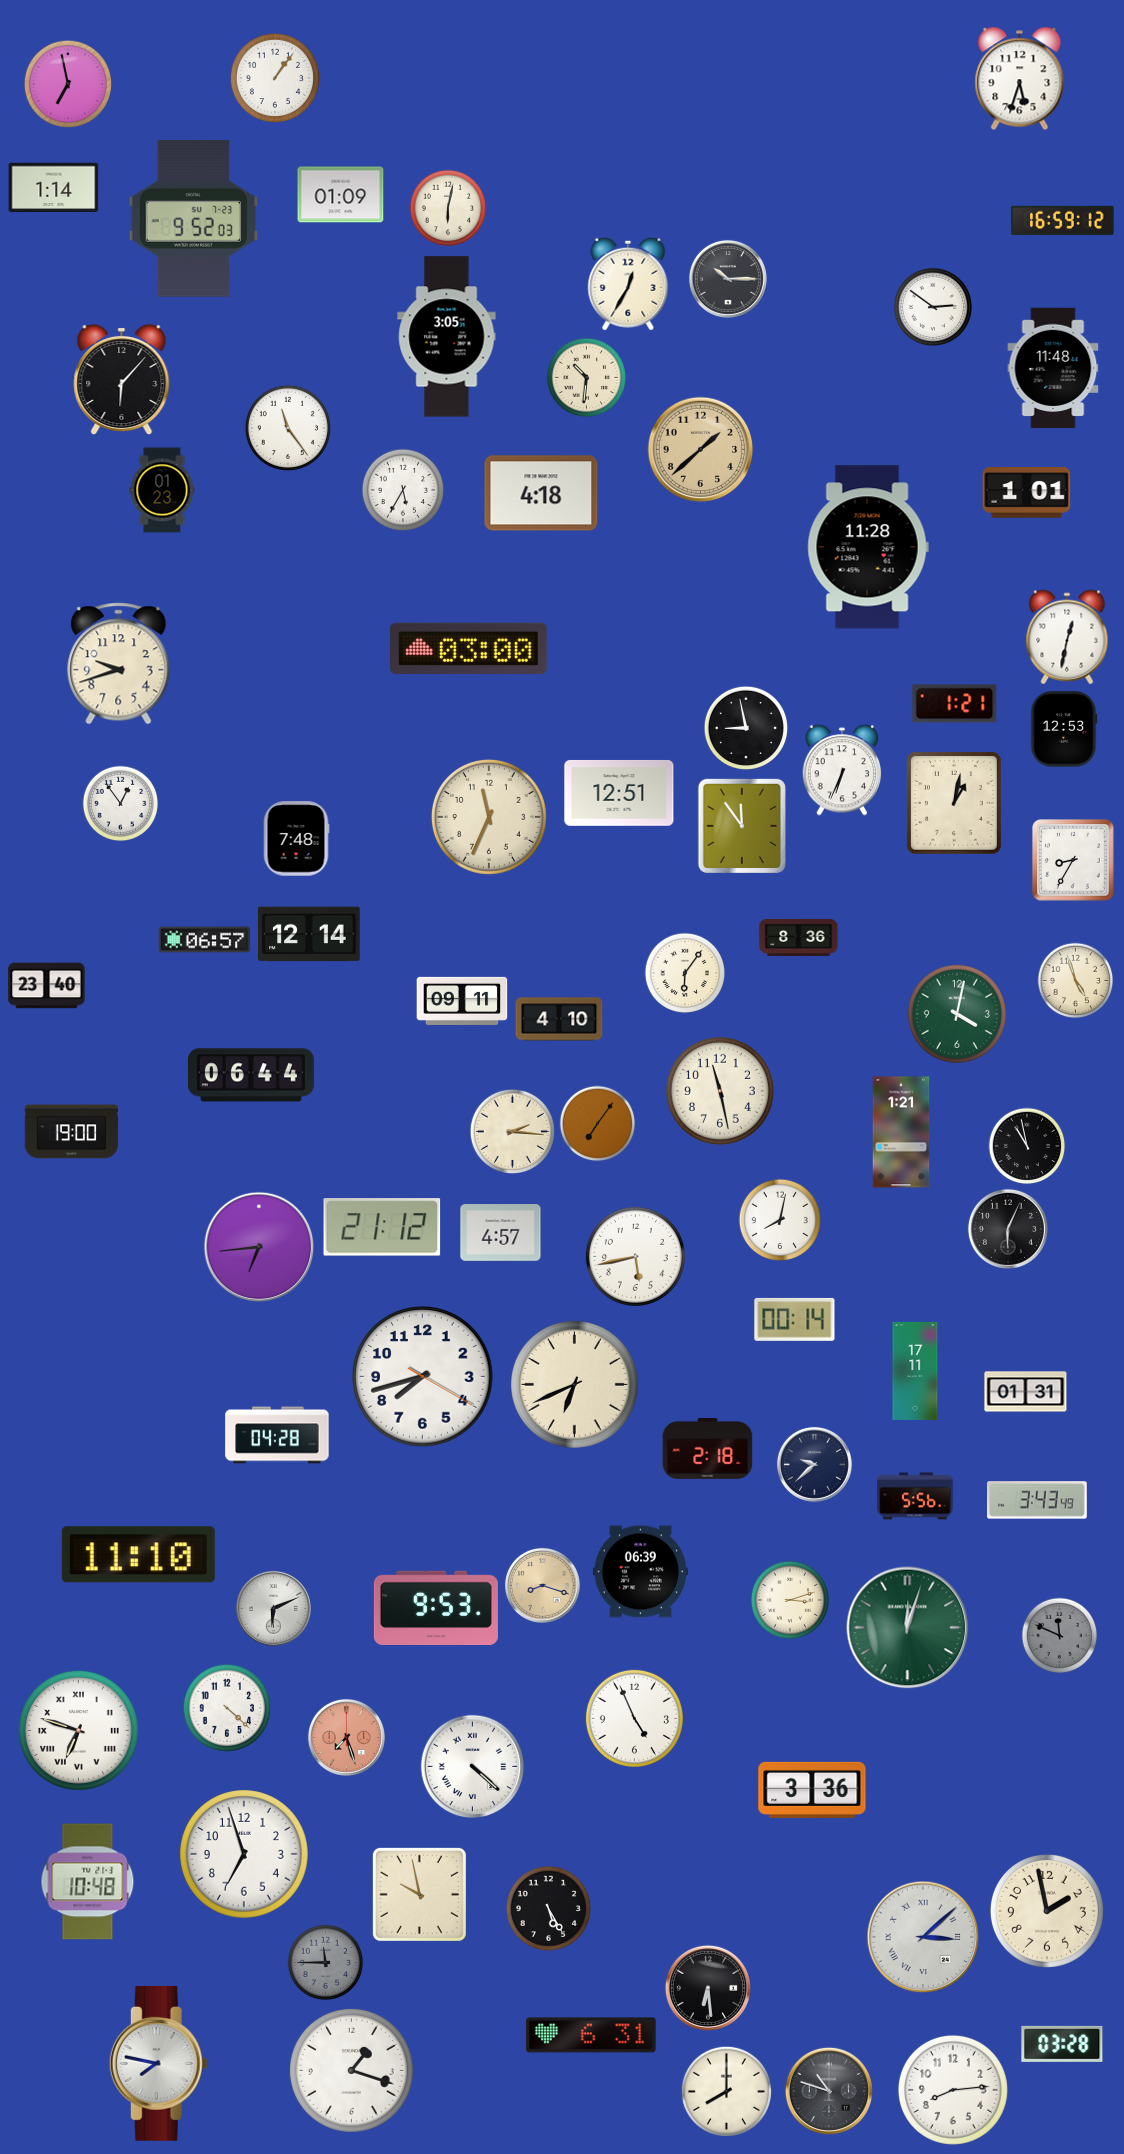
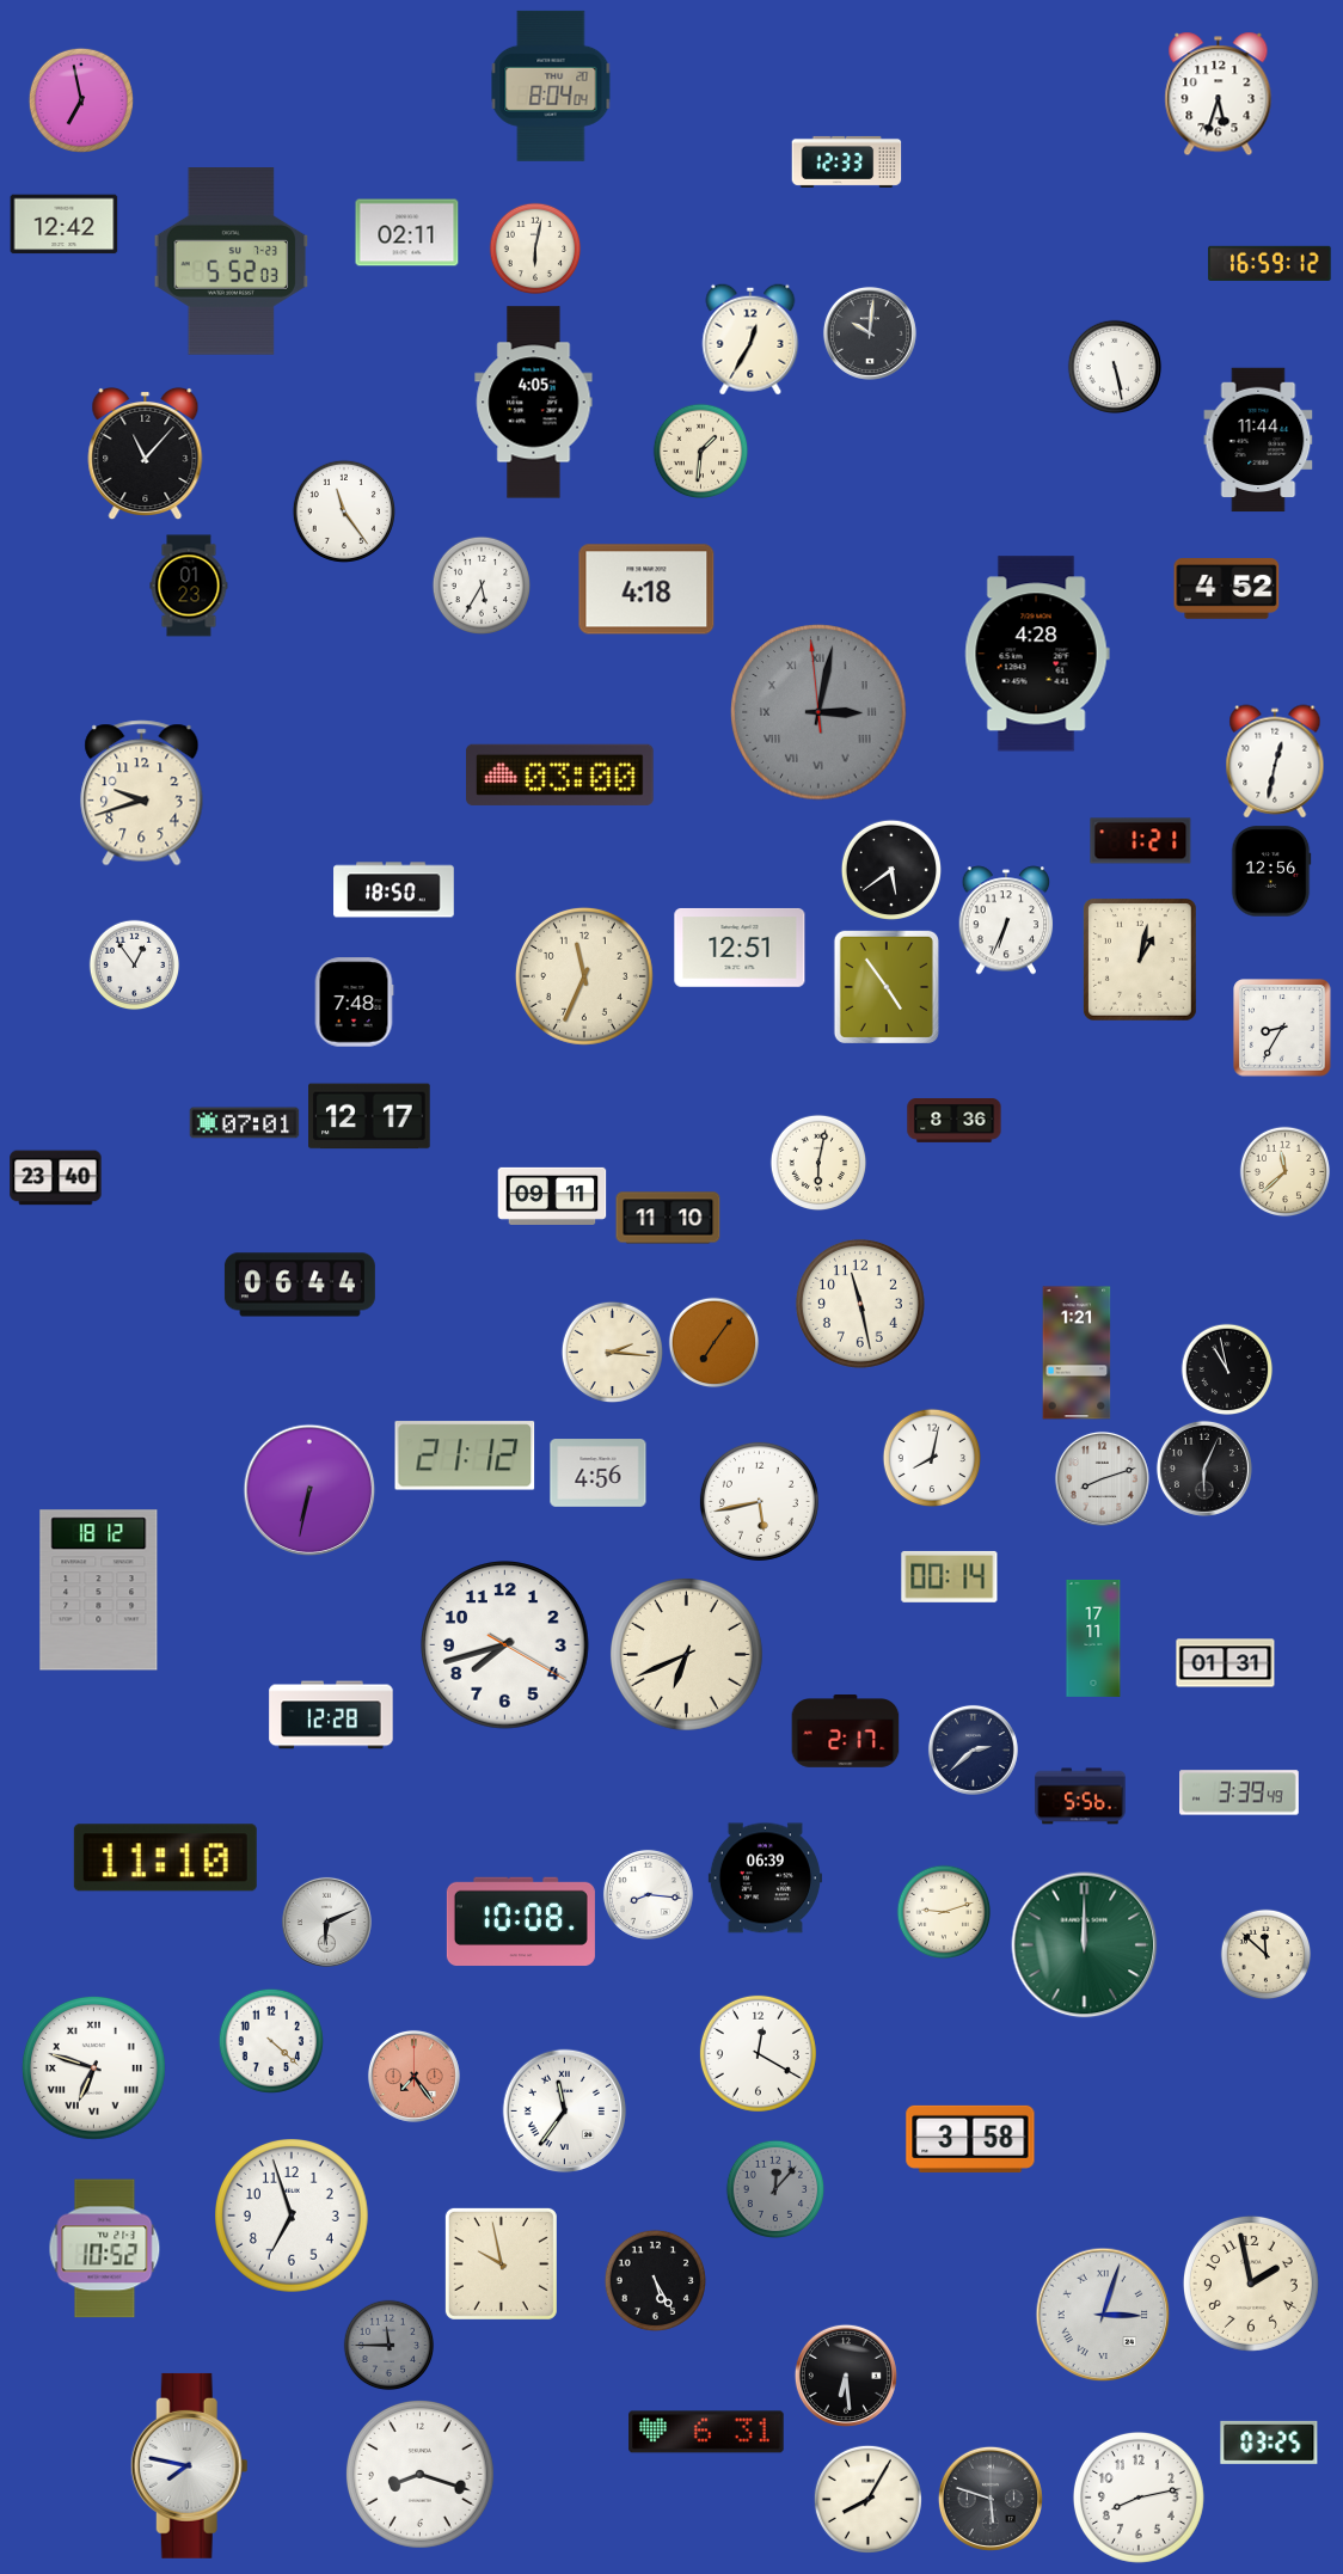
clock at (551, 86): none -> 8:04
clock at (275, 78): 1:06 -> none
clock at (847, 161): none -> 12:33
clock at (54, 188): 1:14 -> 12:42
clock at (341, 195): 01:09 -> 02:11
clock at (194, 219): 9:52 -> 5:52
clock at (728, 279): 10:15 -> 10:01
clock at (933, 307): 2:51 -> 5:28
clock at (447, 337): 3:05 -> 4:05
clock at (1053, 368): 11:48 -> 11:44
clock at (587, 378): 10:31 -> 1:31
clock at (122, 380): 6:07 -> 11:07
clock at (701, 450): 1:38 -> none
clock at (162, 490) position: (162, 490) -> (189, 586)
clock at (1027, 493): 1:01 -> 4:52
clock at (868, 547): 11:28 -> 4:28
clock at (818, 712): none -> 3:01
clock at (745, 727): 8:58 -> 5:39
clock at (1064, 729): 12:53 -> 12:56
clock at (394, 890): none -> 18:50
clock at (121, 804) position: (121, 804) -> (135, 966)
clock at (742, 826): 11:54 -> 4:54
clock at (309, 934): 12:14 -> 12:17
clock at (205, 940): 06:57 -> 07:01
clock at (685, 973): 6:06 -> 6:02
clock at (1076, 981): 4:57 -> 11:38
clock at (957, 1014): 4:02 -> none
clock at (559, 1019): 4:10 -> 11:10
clock at (72, 1132): 19:00 -> none
clock at (382, 1227) position: (382, 1227) -> (465, 1455)
clock at (501, 1233): 4:57 -> 4:56
clock at (1102, 1478): none -> 8:12
clock at (259, 1247): 6:44 -> 6:32
clock at (99, 1591): none -> 18:12
clock at (277, 1435): 04:28 -> 12:28
clock at (708, 1449): 2:18 -> 2:17
clock at (814, 1464): 9:38 -> 2:38
clock at (915, 1496) position: (915, 1496) -> (1080, 1796)
clock at (1038, 1500): 3:43 -> 3:39
clock at (542, 1585): 8:18 -> 8:16
clock at (542, 1585) dial: champagne -> white
clock at (790, 1600): 3:12 -> 9:12
clock at (436, 1607): 9:53 -> 10:08
clock at (908, 1628): 12:03 -> 12:00
clock at (1060, 1636): 11:49 -> 11:52
clock at (1060, 1636) dial: grey -> cream
clock at (634, 1718): 4:56 -> 12:20
clock at (346, 1737): 7:27 -> 7:24
clock at (473, 1767): 4:22 -> 11:36
clock at (812, 1790): 3:36 -> 3:58
clock at (774, 2188): none -> 12:07
clock at (88, 1882): 10:48 -> 10:52
clock at (923, 1937): 3:08 -> 3:03
clock at (1062, 2044): 03:28 -> 03:25
clock at (351, 2070): 1:18 -> 8:18
clock at (953, 2090): 8:14 -> 8:13
clock at (726, 2091): 8:00 -> 8:05
clock at (829, 2091): 10:48 -> 5:48
